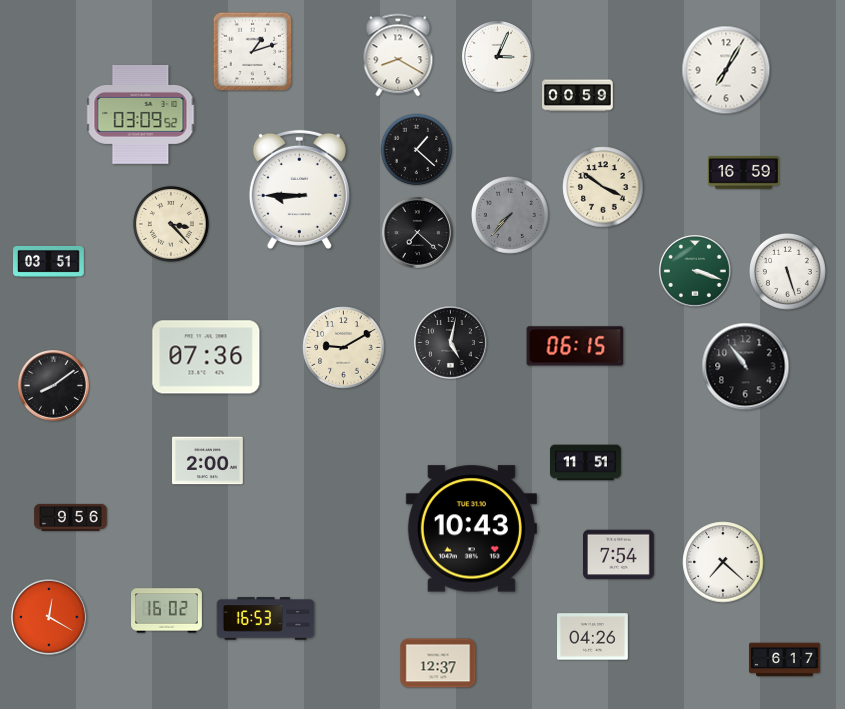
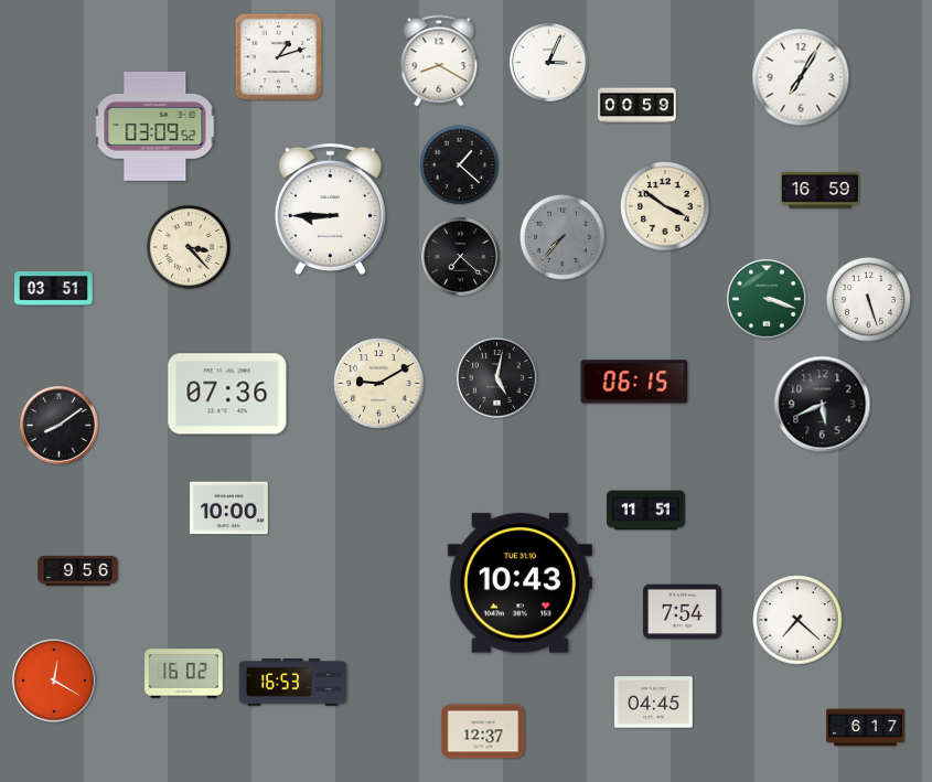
clock at (746, 367): 10:54 -> 5:41
clock at (208, 461): 2:00 -> 10:00
clock at (593, 637): 04:26 -> 04:45
